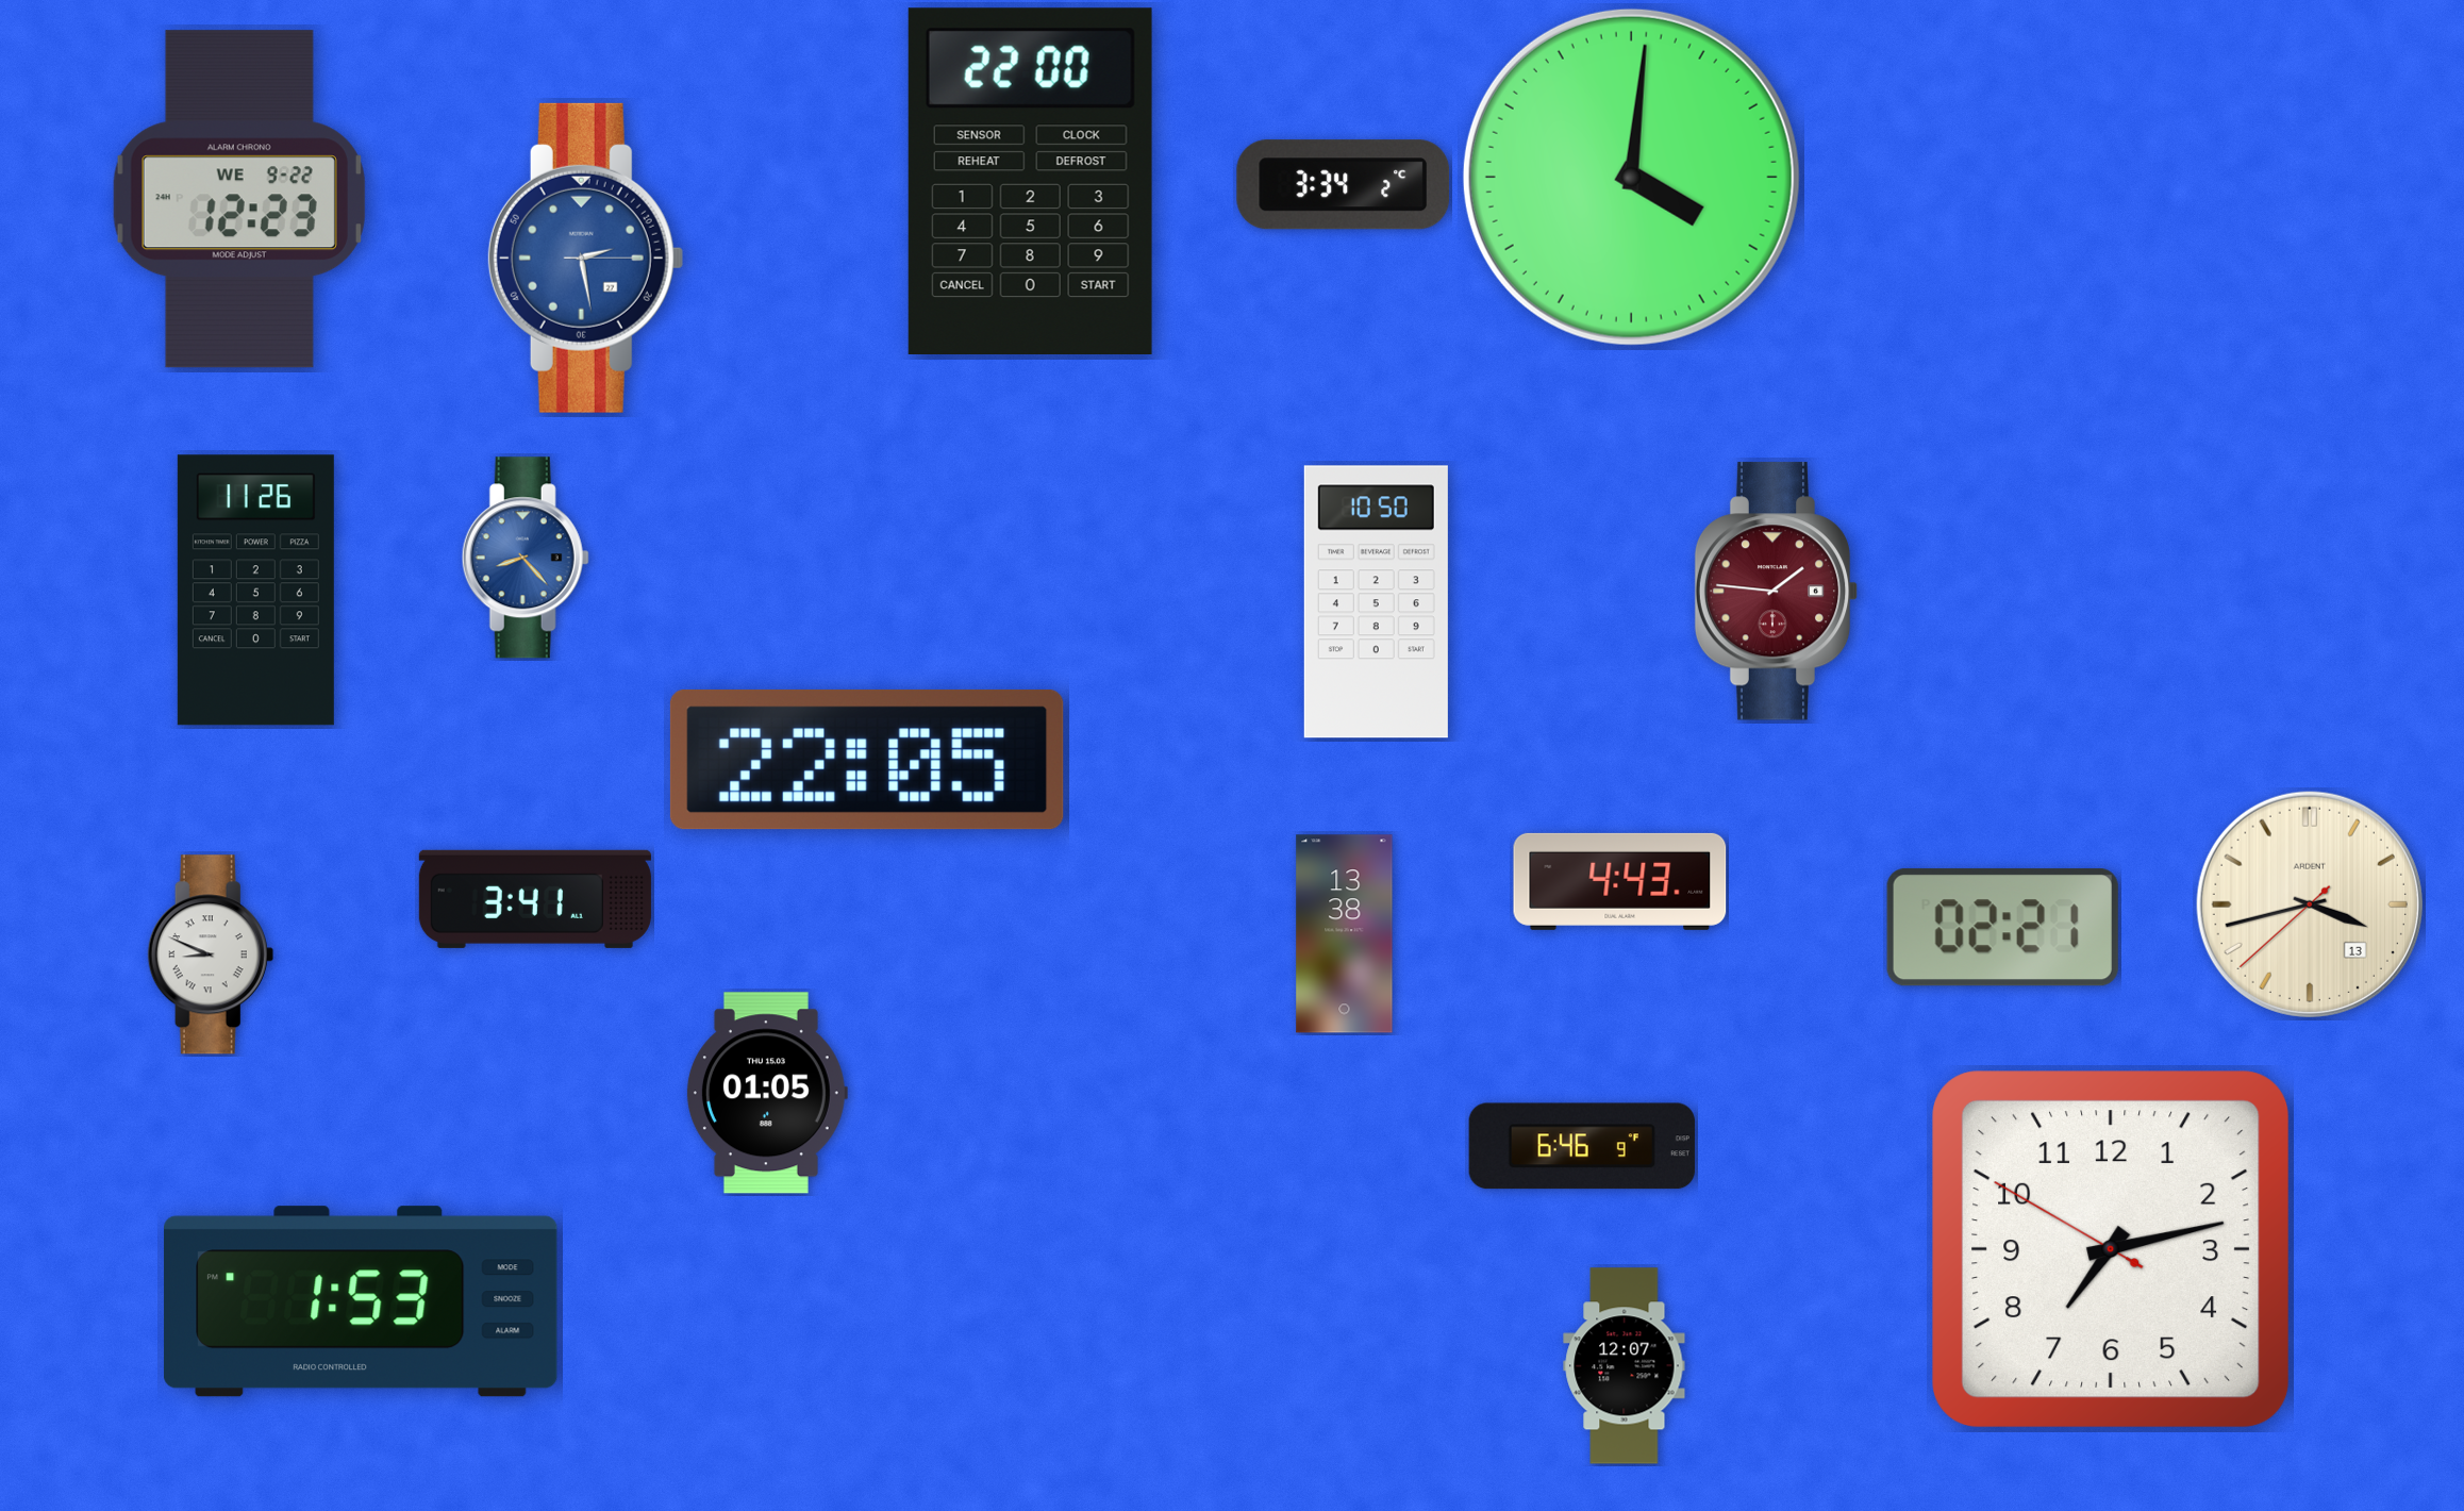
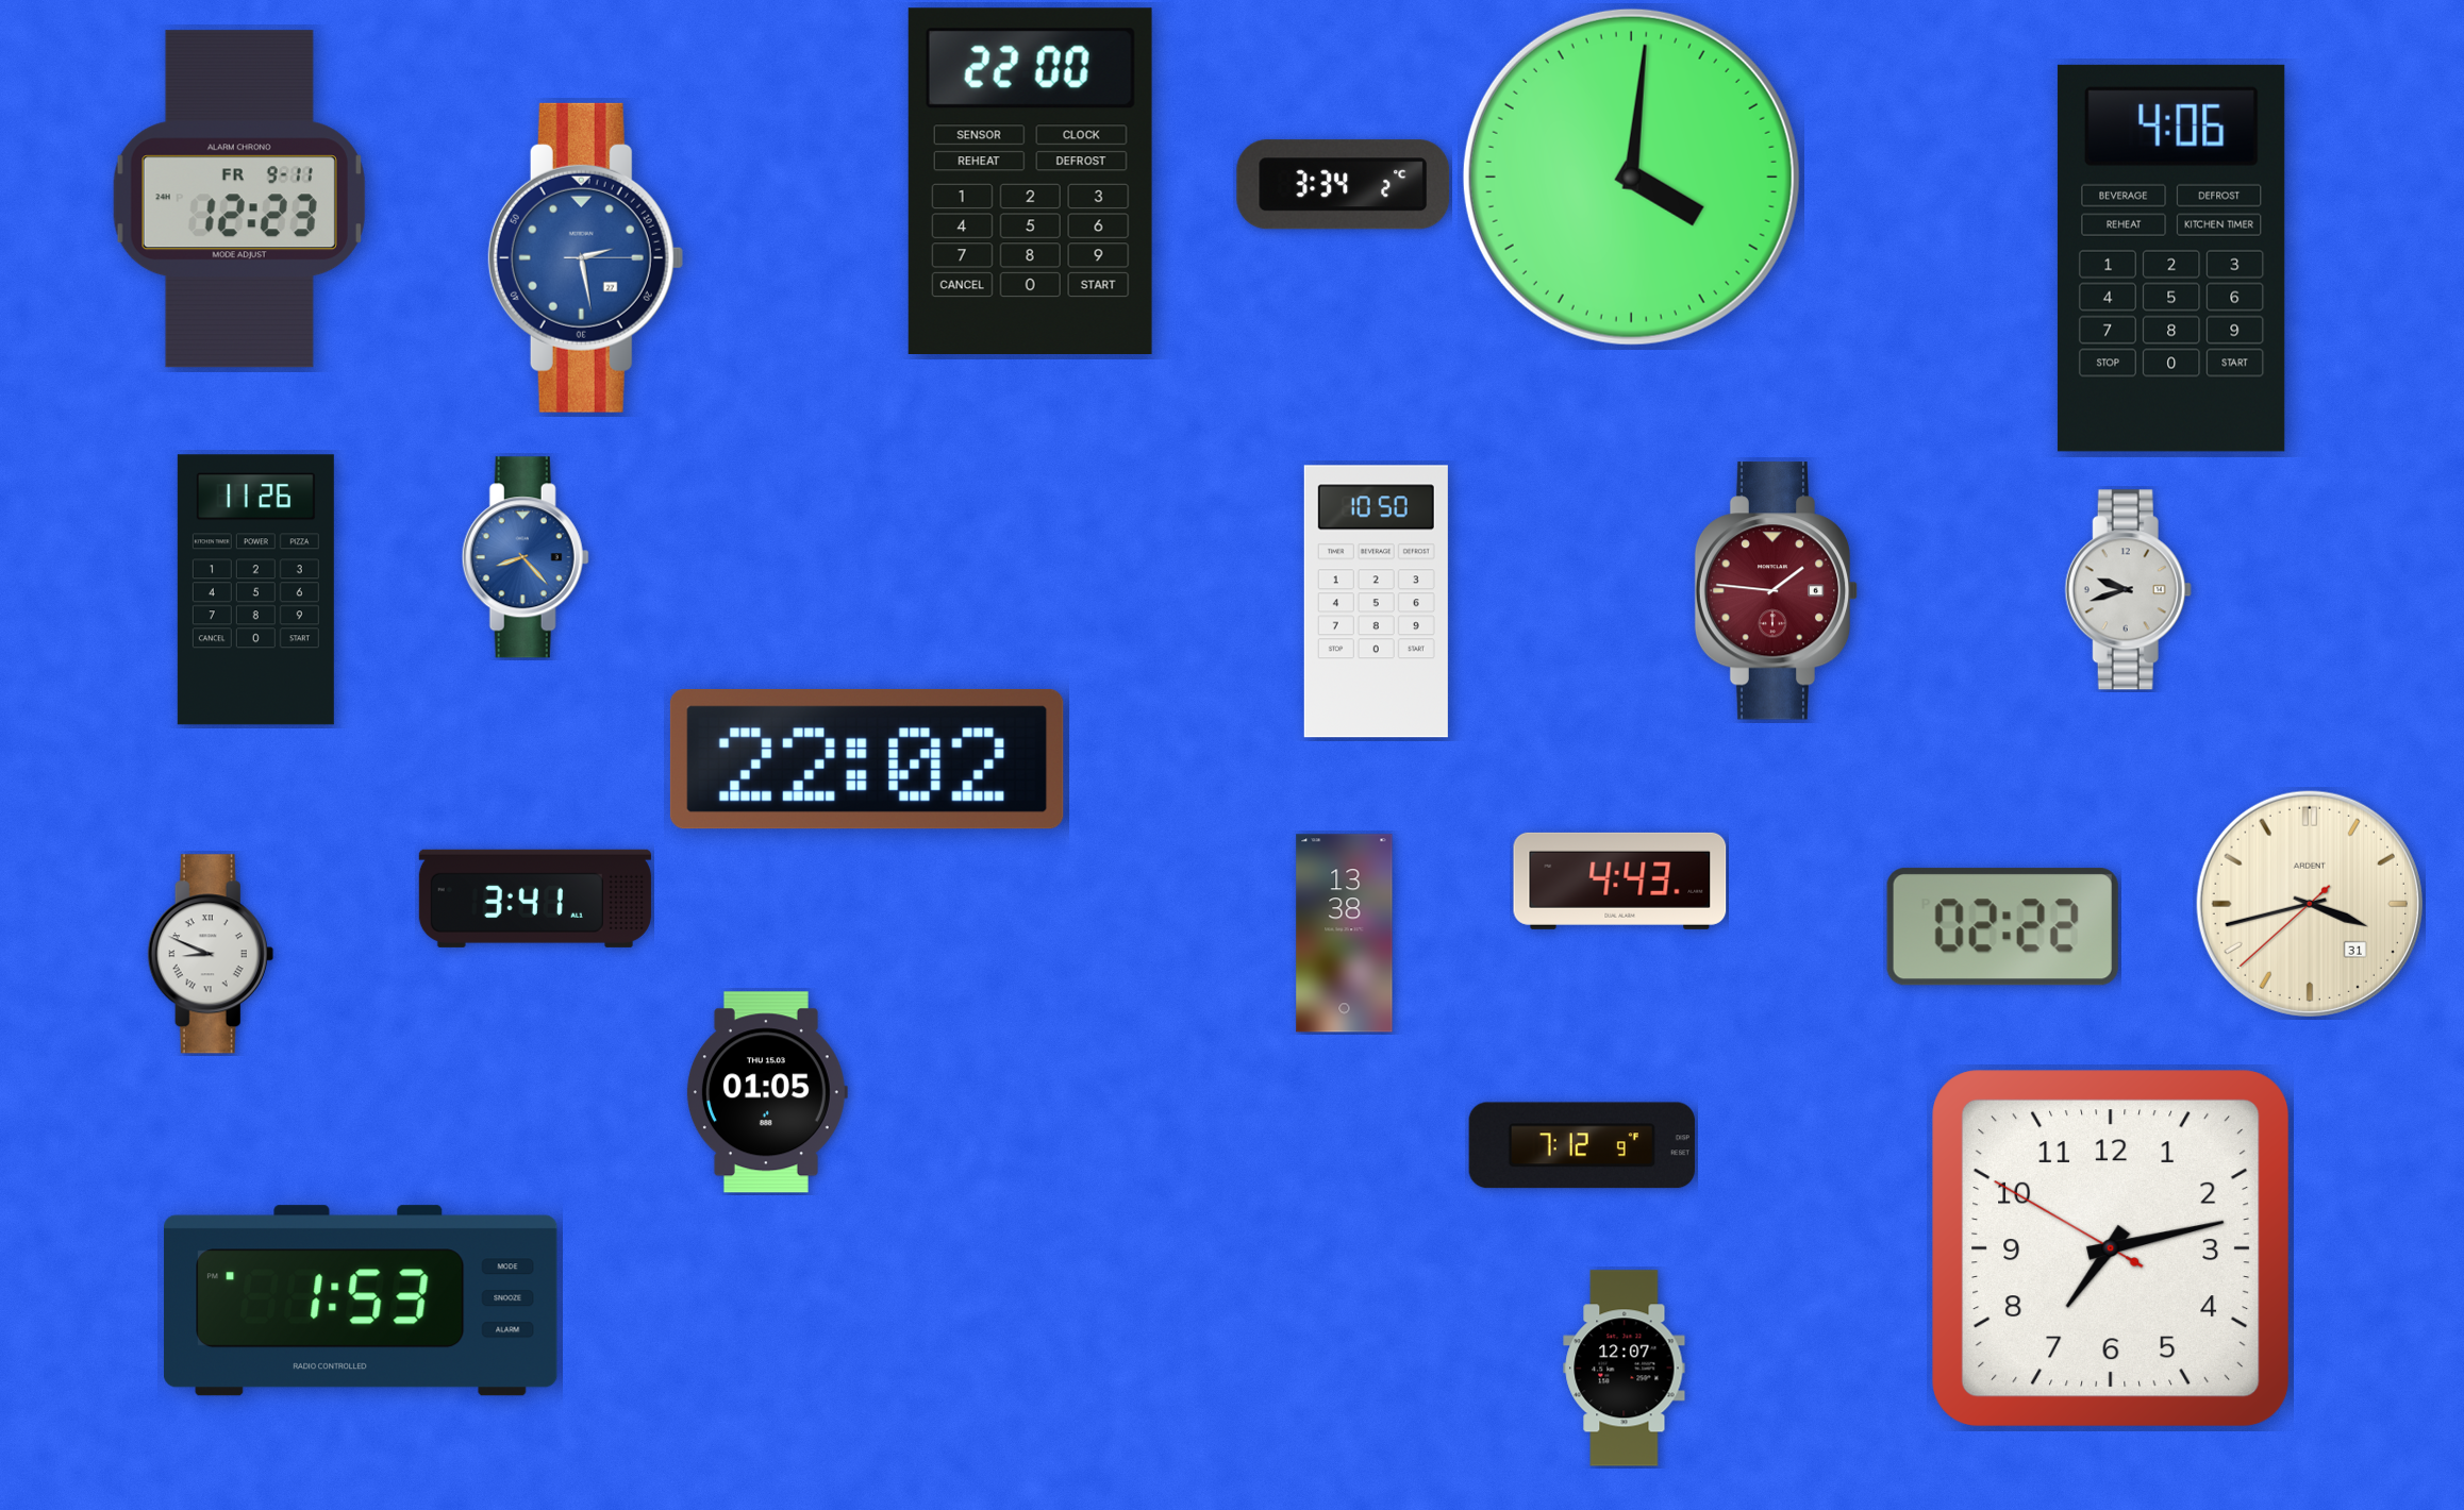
clock at (239, 199) date: WE 9-22 -> FR 9-11
clock at (2171, 258): none -> 4:06
clock at (2128, 590): none -> 9:42
clock at (867, 760): 22:05 -> 22:02
clock at (2310, 904) date: 13 -> 31
clock at (2002, 928): 02:21 -> 02:22
clock at (1582, 1146): 6:46 -> 7:12
clock at (1625, 1366) position: (1625, 1366) -> (1625, 1369)
